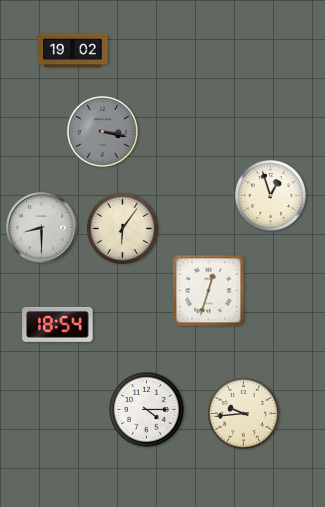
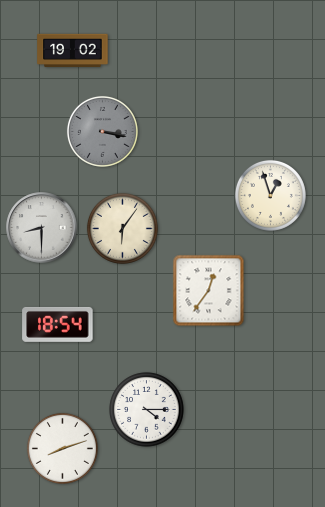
clock at (209, 291): 12:33 -> 12:36
clock at (243, 413): 9:44 -> none
clock at (62, 448): none -> 8:12
